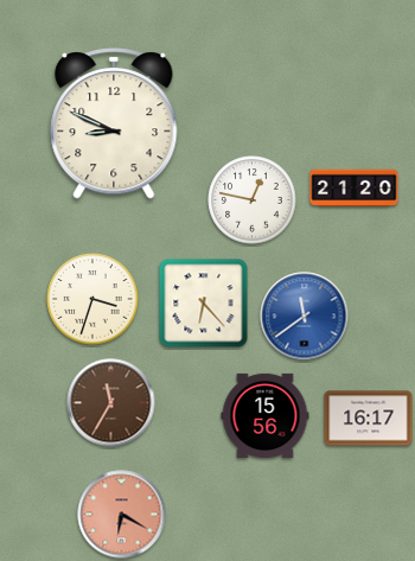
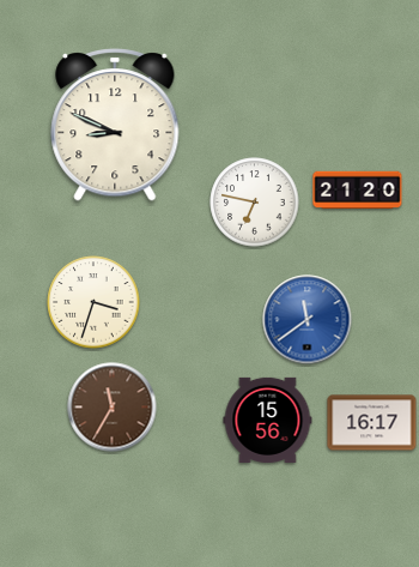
clock at (253, 200): 12:47 -> 6:47
clock at (204, 304): 6:23 -> none
clock at (122, 515): 6:20 -> none
